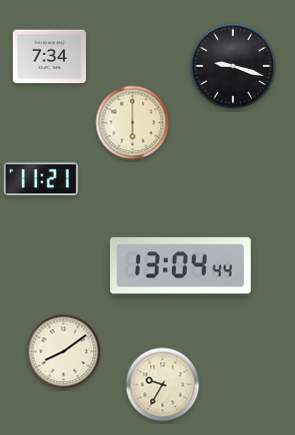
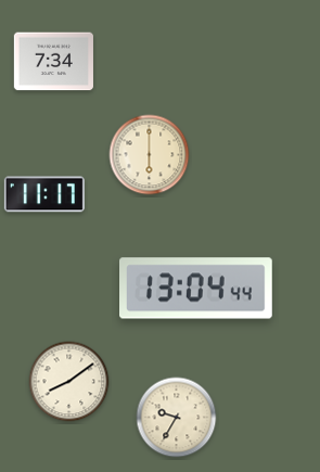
clock at (233, 66): 9:18 -> none
clock at (133, 123) position: (133, 123) -> (150, 155)
clock at (41, 179): 11:21 -> 11:17
